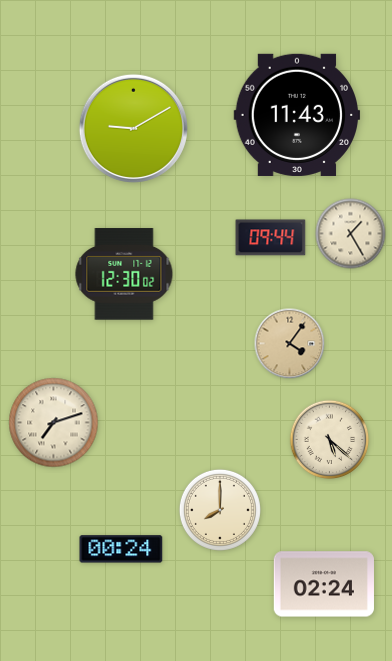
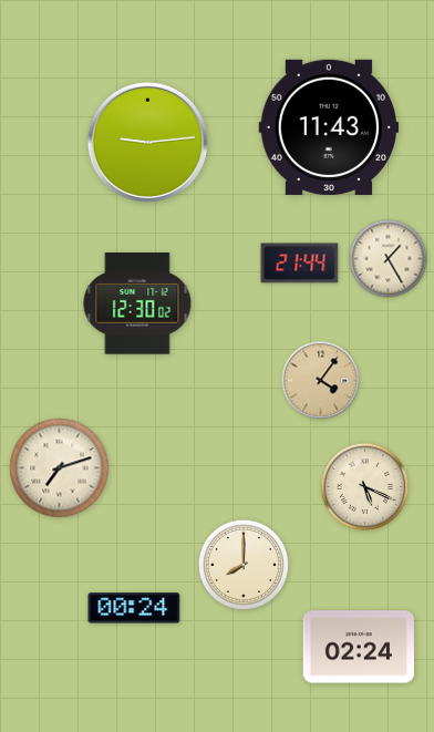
clock at (133, 128): 9:10 -> 9:14
clock at (271, 238): 09:44 -> 21:44
clock at (330, 440): 5:22 -> 5:19
